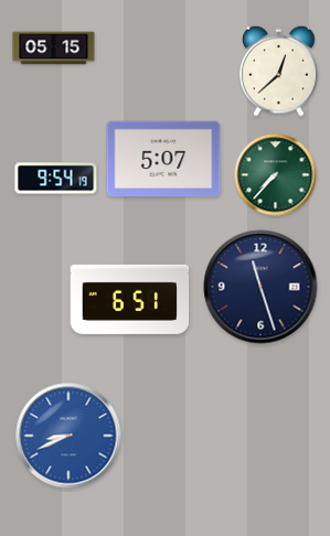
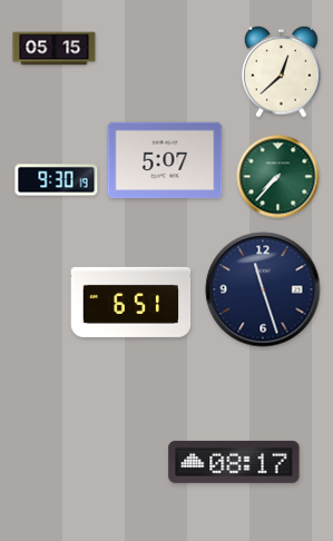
clock at (56, 179): 9:54 -> 9:30
clock at (68, 436): 8:41 -> none
clock at (234, 462): none -> 08:17
